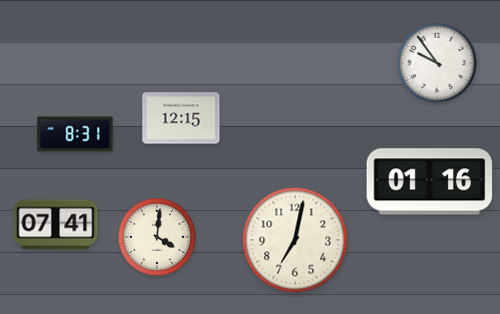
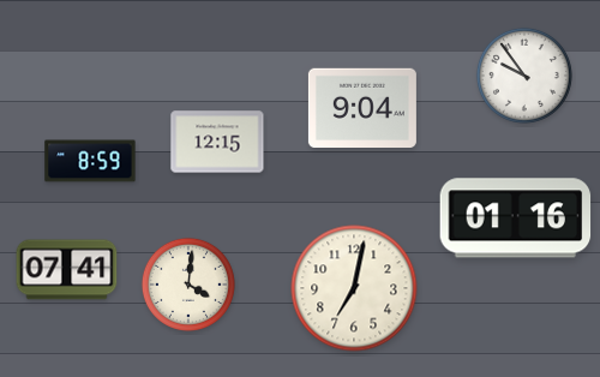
clock at (362, 107): none -> 9:04
clock at (75, 134): 8:31 -> 8:59
